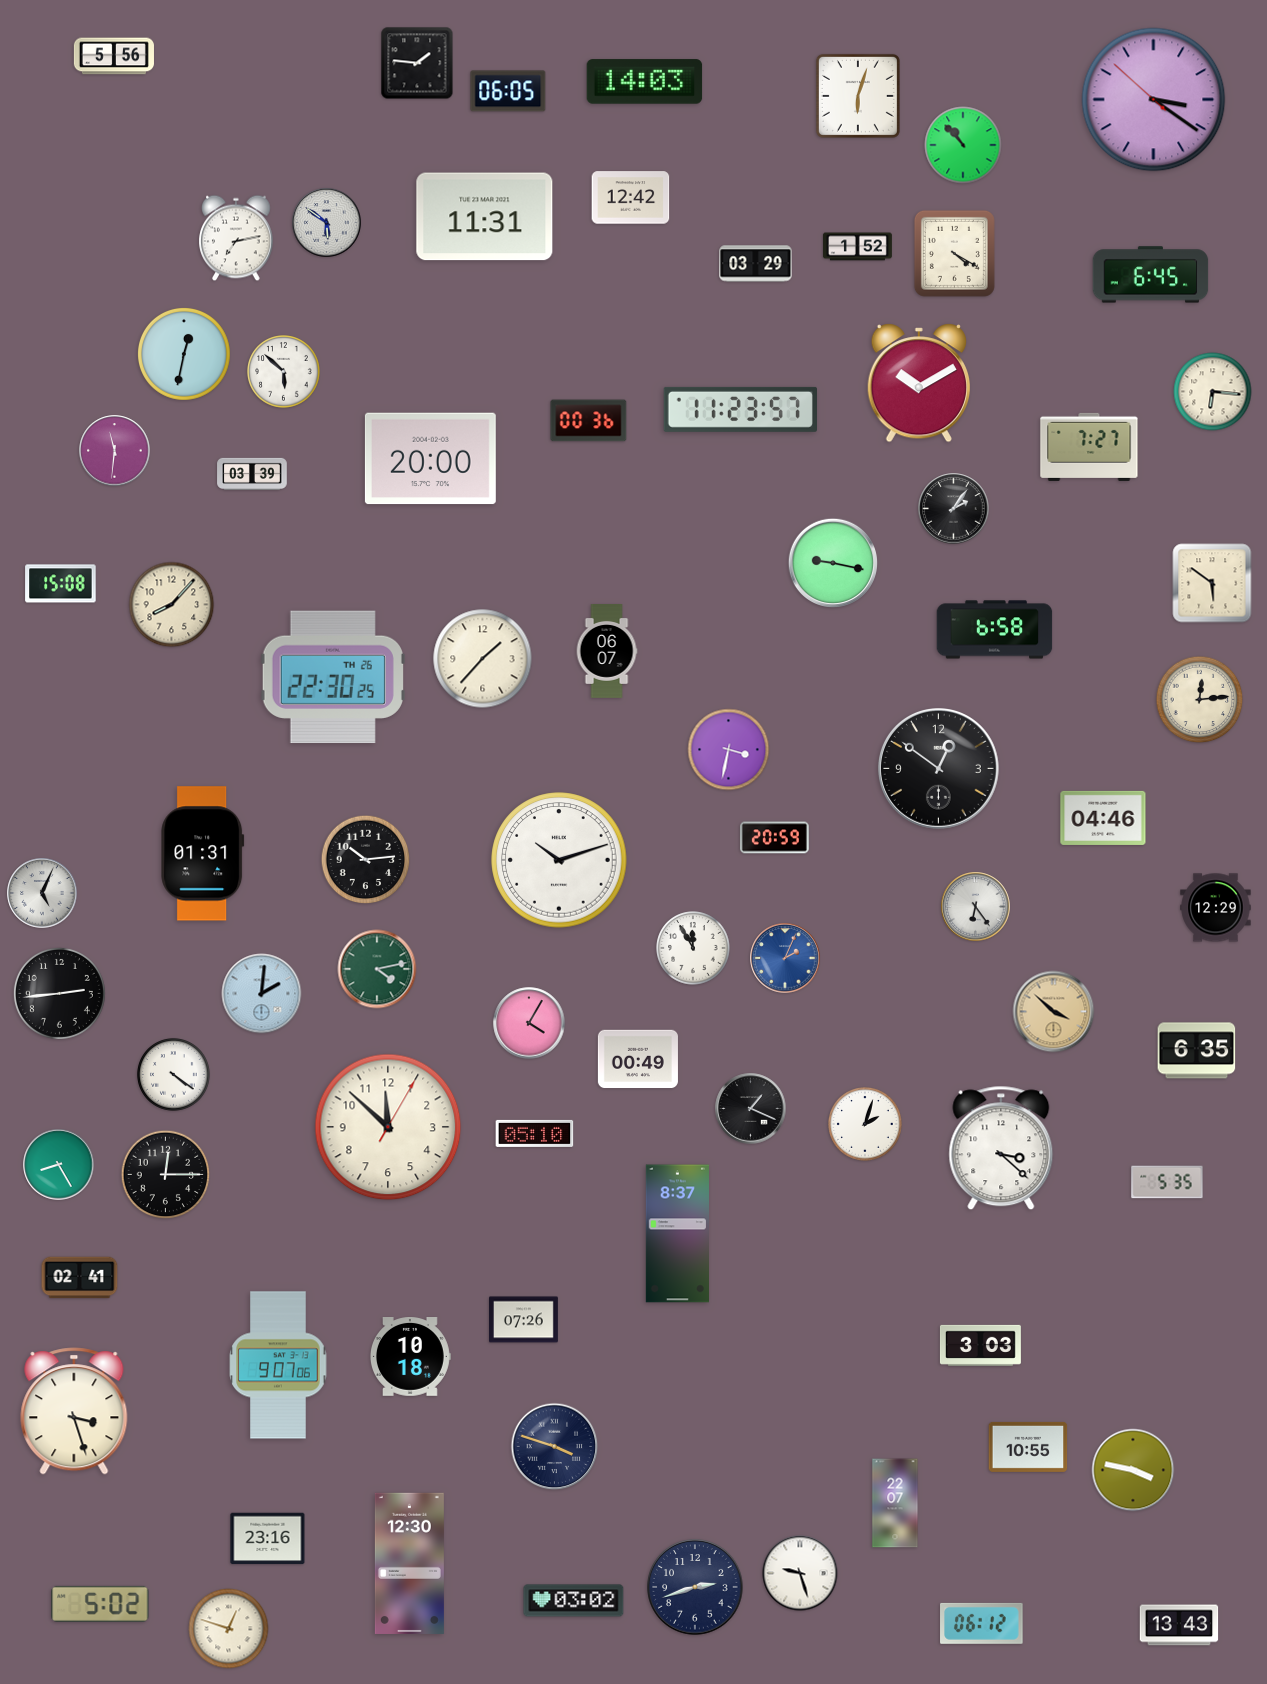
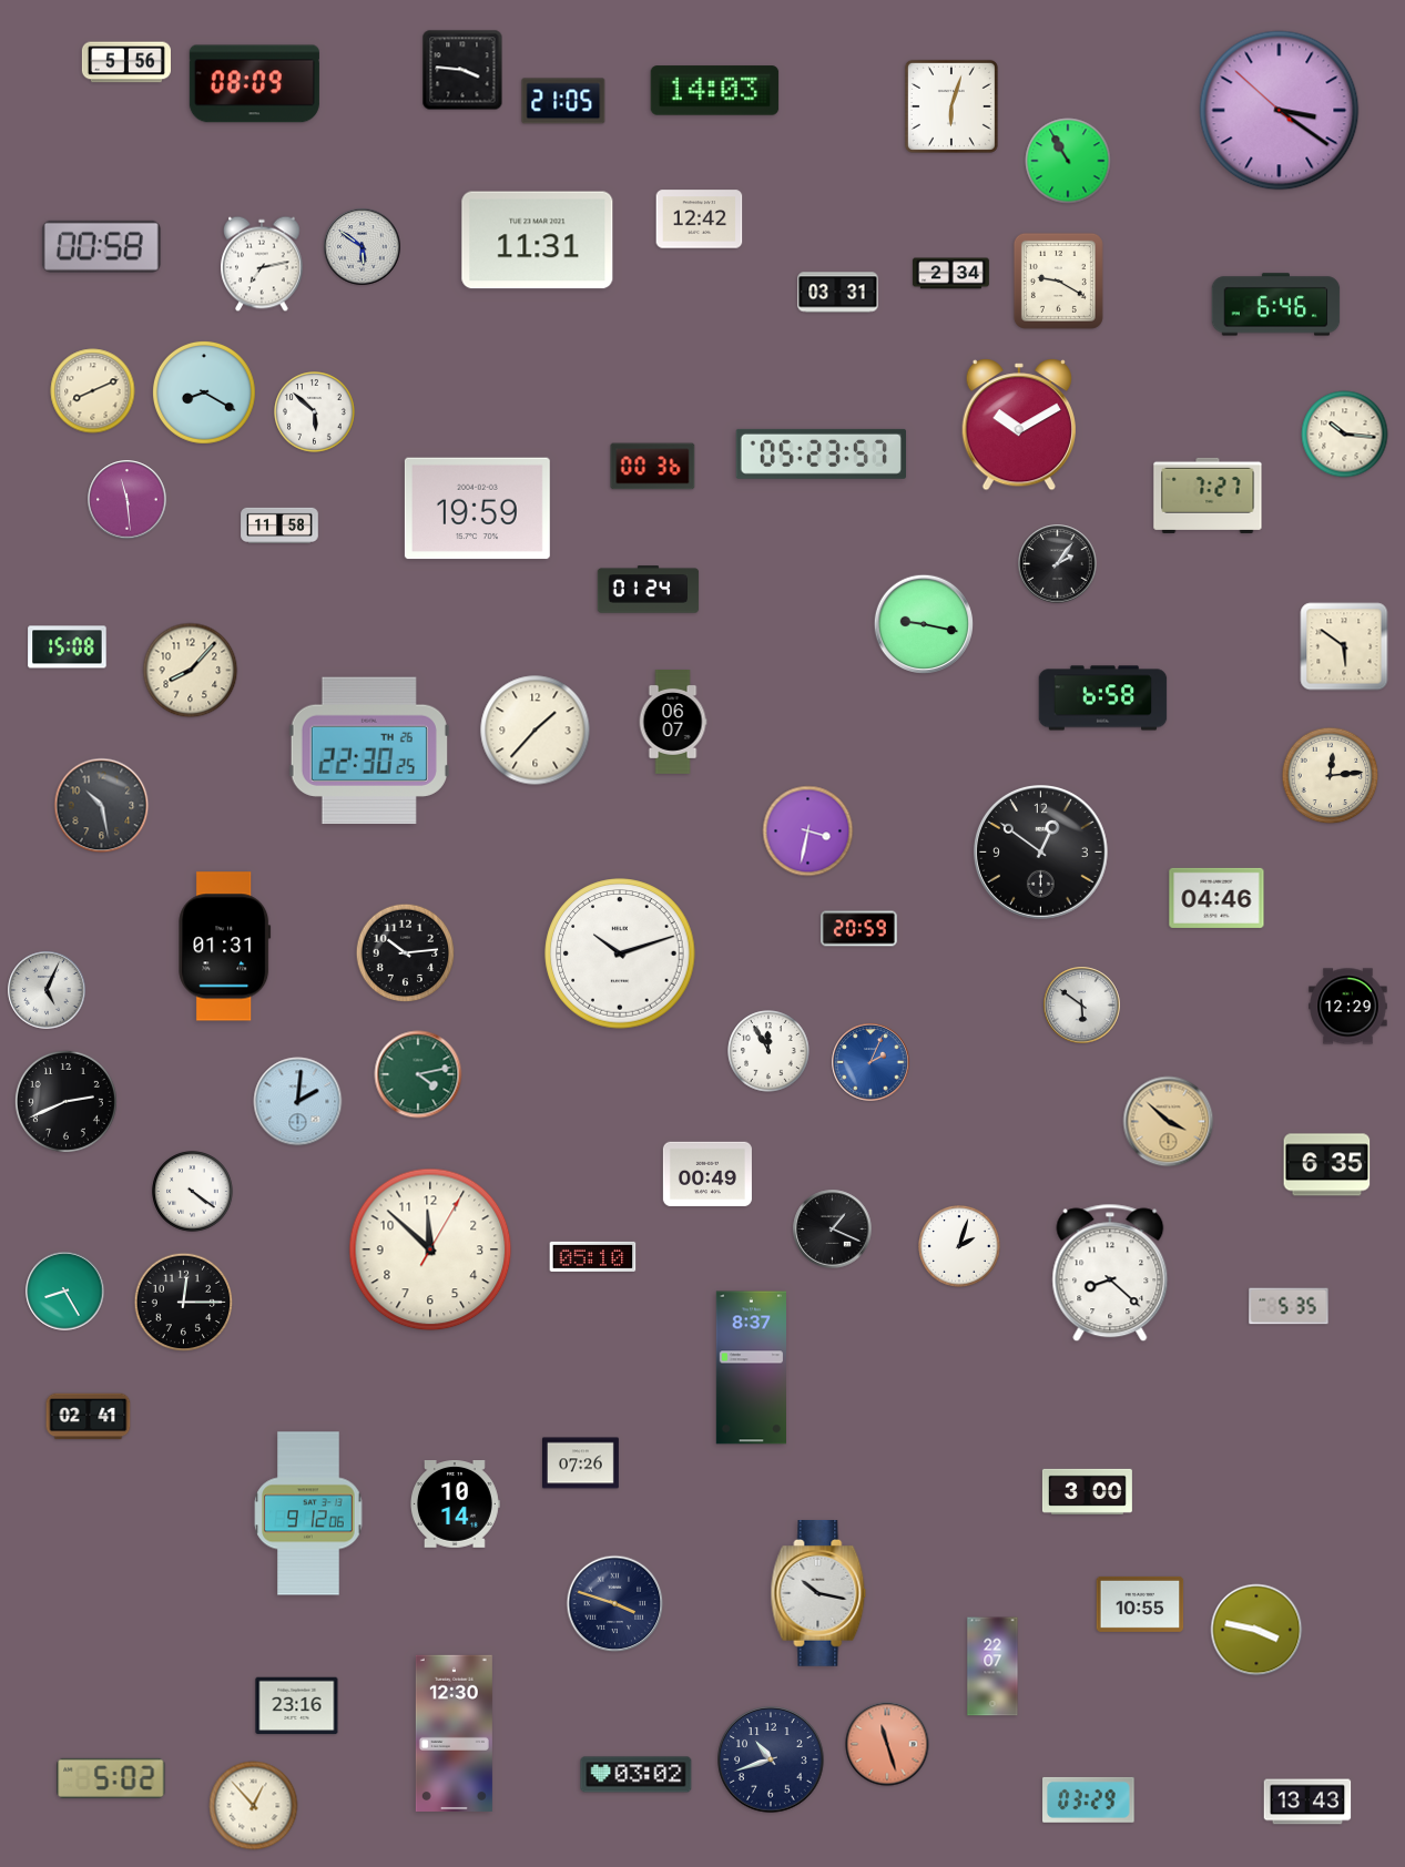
clock at (417, 63): 1:46 -> 3:46
clock at (254, 84): none -> 08:09
clock at (508, 91): 06:05 -> 21:05
clock at (963, 145): 10:53 -> 10:55
clock at (101, 246): none -> 00:58
clock at (858, 247): 1:52 -> 2:34
clock at (954, 253): 4:20 -> 9:20
clock at (756, 264): 03:29 -> 03:31
clock at (1151, 275): 6:45 -> 6:46
clock at (93, 391): none -> 8:11
clock at (184, 354): 12:32 -> 8:20
clock at (1213, 392): 6:16 -> 10:16
clock at (740, 409): 11:23 -> 05:23
clock at (115, 451): 11:31 -> 11:29
clock at (430, 459): 20:00 -> 19:59
clock at (252, 473): 03:39 -> 11:58
clock at (649, 590): none -> 01:24
clock at (102, 806): none -> 10:28
clock at (1103, 818) position: (1103, 818) -> (1216, 898)
clock at (976, 907): 6:24 -> 5:51
clock at (59, 993): 2:44 -> 2:41
clock at (262, 994) position: (262, 994) -> (298, 1102)
clock at (529, 1023): 4:05 -> none
clock at (1001, 1148): 3:22 -> 8:22
clock at (1167, 1182) position: (1167, 1182) -> (1289, 1306)
clock at (980, 1345): 3:03 -> 3:00
clock at (410, 1357): 10:18 -> 10:14
clock at (278, 1365): 9:07 -> 9:12
clock at (74, 1411): 3:27 -> none
clock at (818, 1594): none -> 10:17
clock at (800, 1573): 9:27 -> 11:27
clock at (800, 1573) dial: white -> salmon
clock at (695, 1587): 2:42 -> 10:42
clock at (982, 1623): 06:12 -> 03:29
clock at (229, 1629): 12:48 -> 12:53
